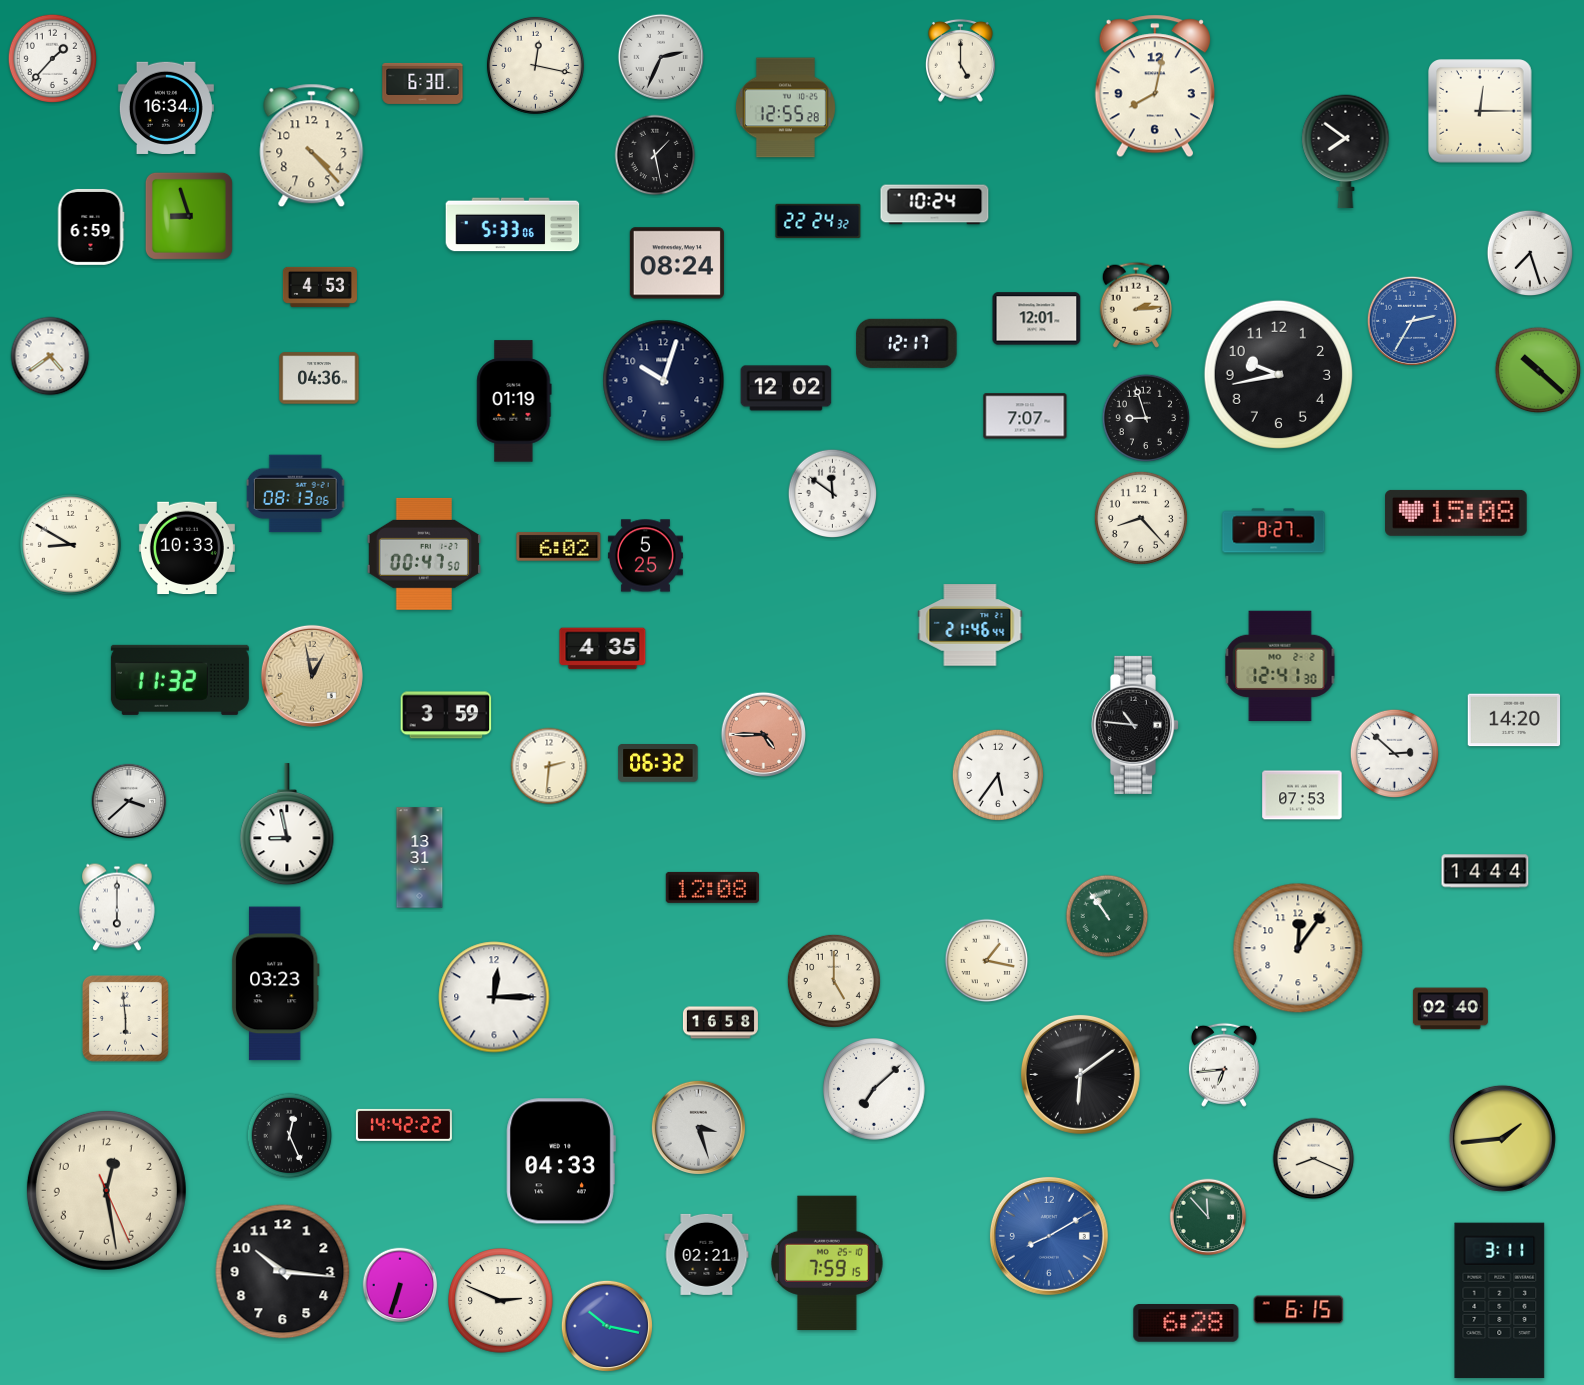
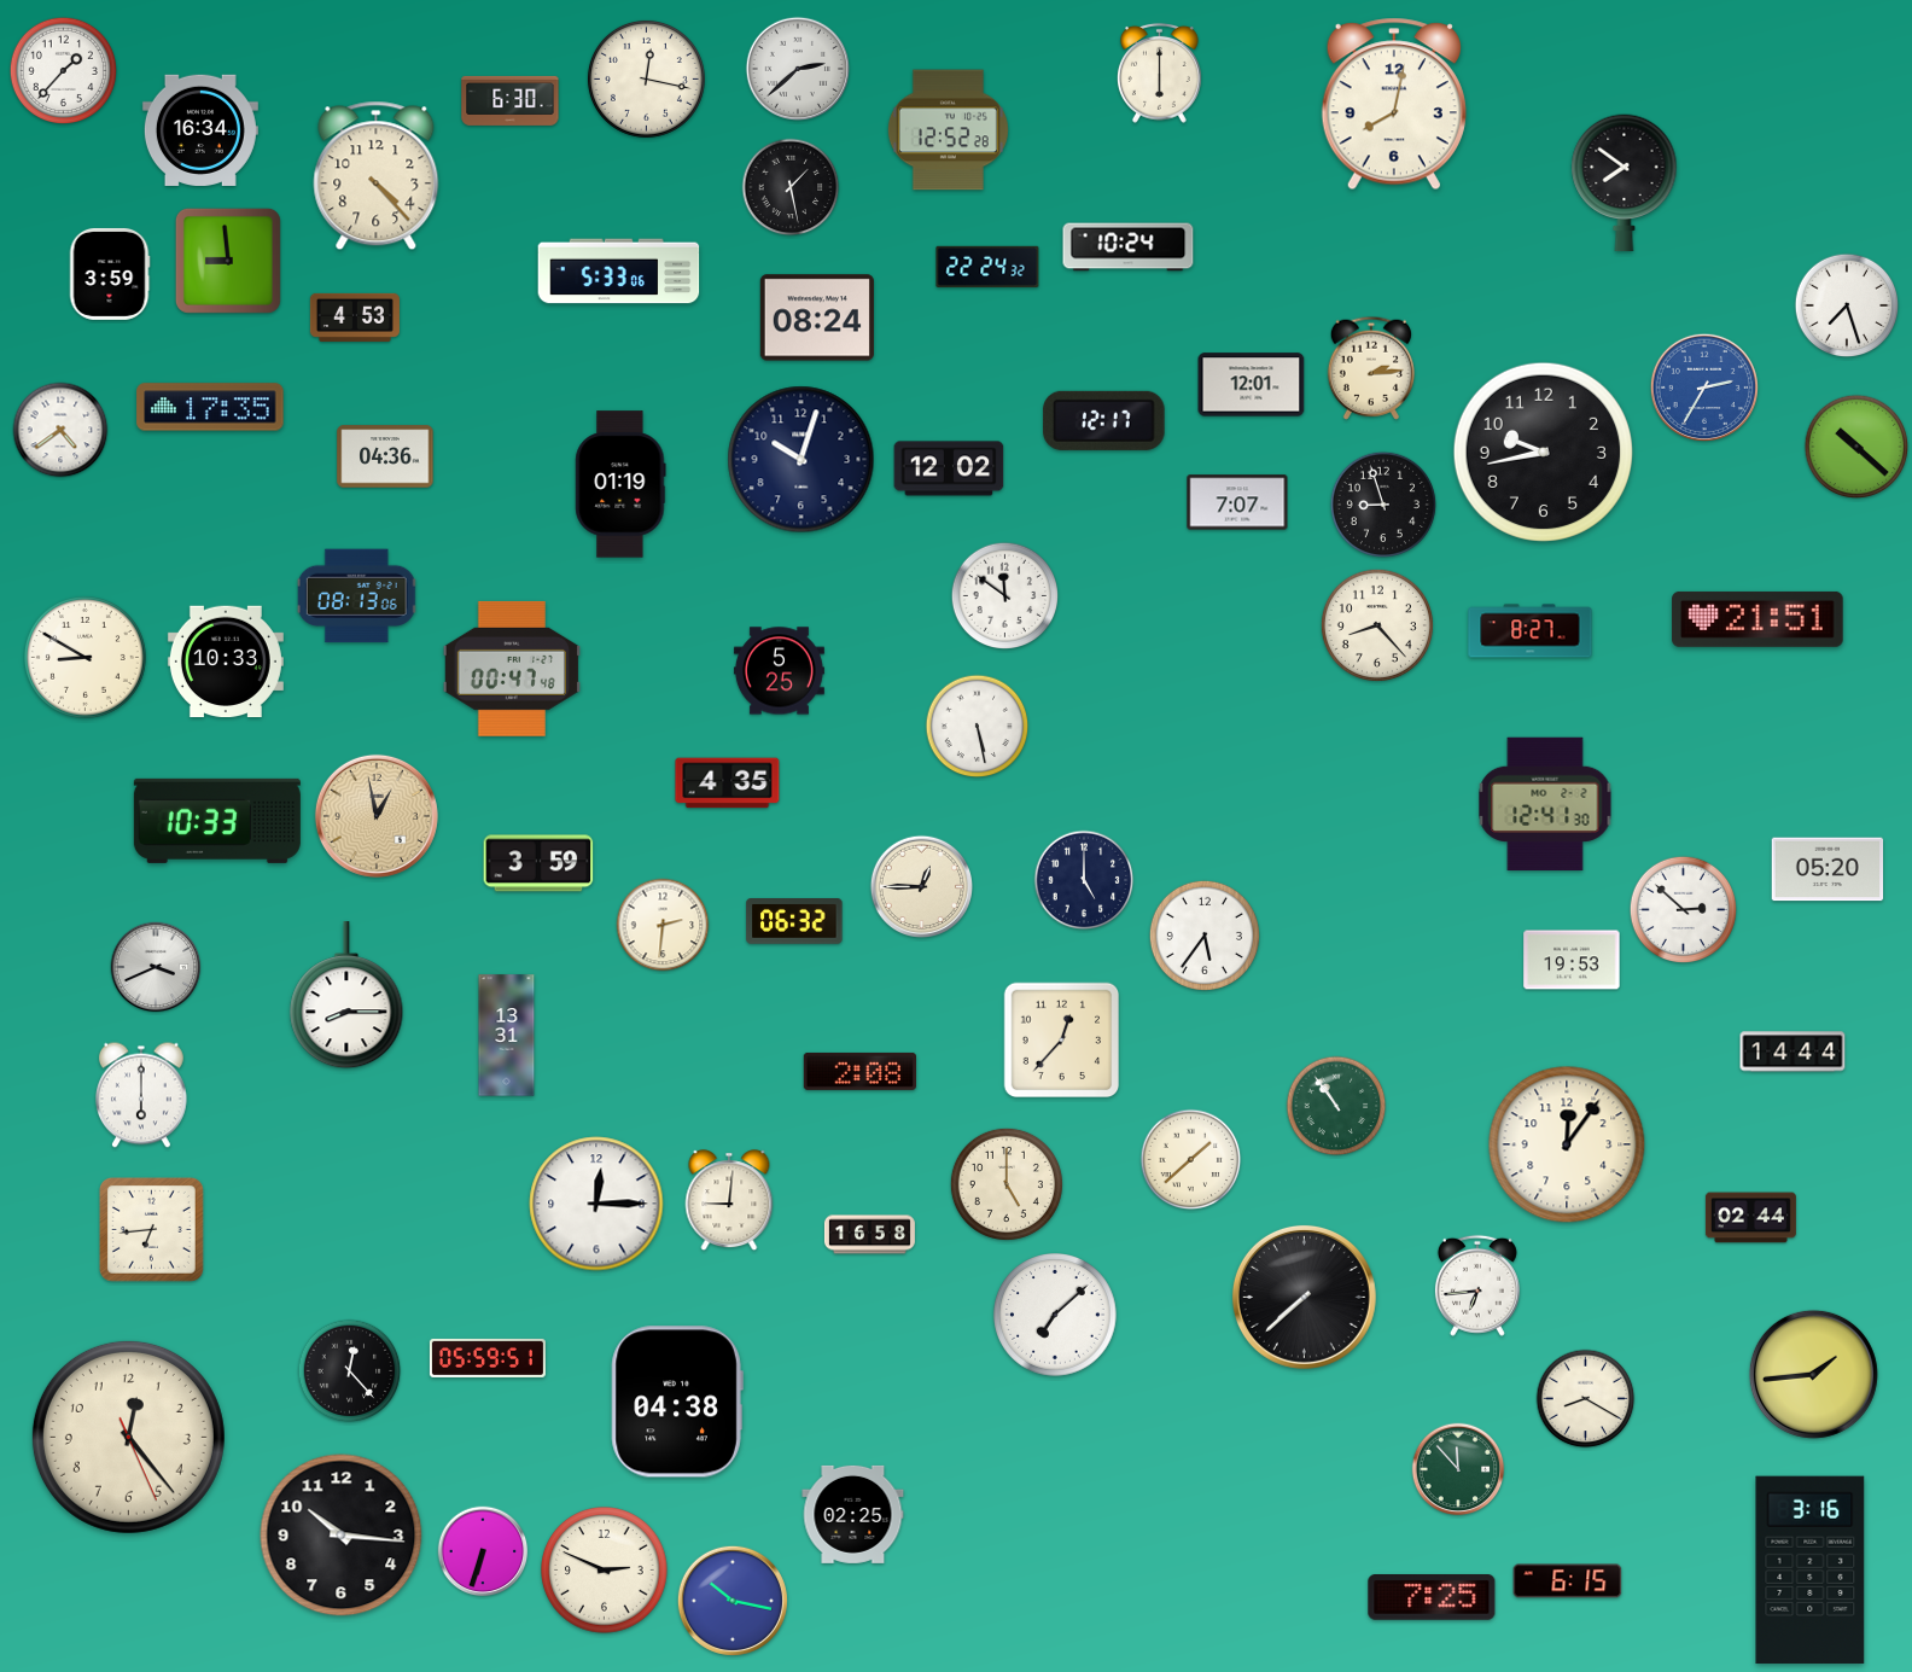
clock at (660, 56): 2:34 -> 2:38
clock at (960, 60): 5:00 -> 6:00
clock at (785, 108): 12:55 -> 12:52
clock at (1480, 111): 12:15 -> none
clock at (189, 216): 8:57 -> 8:59
clock at (91, 227): 6:59 -> 3:59
clock at (320, 287) position: (320, 287) -> (355, 317)
clock at (210, 407): none -> 17:35
clock at (907, 343) position: (907, 343) -> (1104, 420)
clock at (1456, 513): 15:08 -> 21:51
clock at (1274, 531) position: (1274, 531) -> (1531, 631)
clock at (559, 547): 6:02 -> none
clock at (423, 554): 00:47:50 -> 00:47:48
clock at (978, 727): none -> 5:28
clock at (970, 625): 21:46 -> none
clock at (180, 680): 11:32 -> 10:33
clock at (1514, 720): 14:20 -> 05:20
clock at (1135, 725): 10:46 -> none
clock at (1084, 880): none -> 5:00
clock at (763, 734): 4:45 -> 12:45
clock at (763, 734) dial: salmon -> cream
clock at (1302, 795): 07:53 -> 19:53
clock at (129, 801): 3:38 -> 3:41
clock at (287, 825): 8:58 -> 8:15
clock at (1062, 1041): none -> 12:37
clock at (712, 887): 12:08 -> 2:08
clock at (987, 961): 1:17 -> 1:38
clock at (275, 984): 03:23 -> none
clock at (729, 1201): none -> 9:01
clock at (1450, 1009): 02:40 -> 02:44
clock at (125, 1018): 5:59 -> 6:44
clock at (1080, 1074): 6:09 -> 7:38
clock at (404, 1125): 14:42 -> 05:59
clock at (698, 1127): 3:27 -> none
clock at (290, 1136): 12:26 -> 12:23
clock at (1314, 1159): 8:19 -> 8:20
clock at (561, 1161): 04:33 -> 04:38
clock at (106, 1190): 12:28 -> 12:23
clock at (1049, 1236): 8:10 -> none
clock at (707, 1254): 02:21 -> 02:25
clock at (827, 1263): 7:59 -> none
clock at (1500, 1301): 3:11 -> 3:16
clock at (1186, 1324): 6:28 -> 7:25
